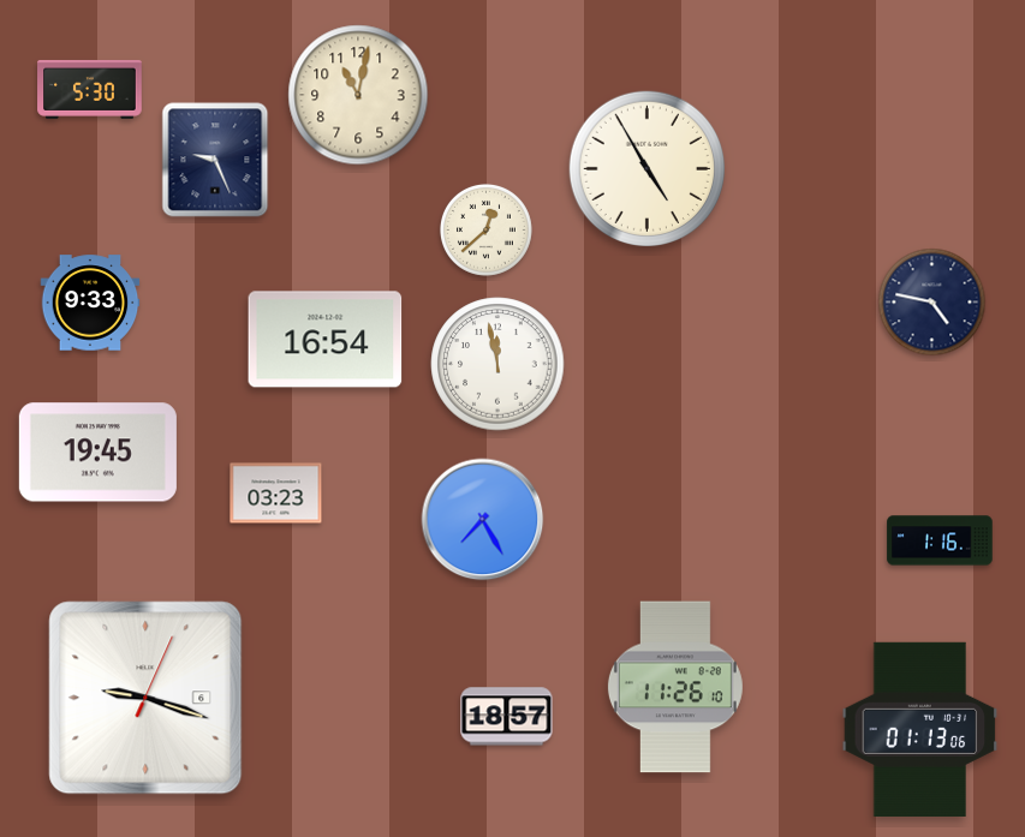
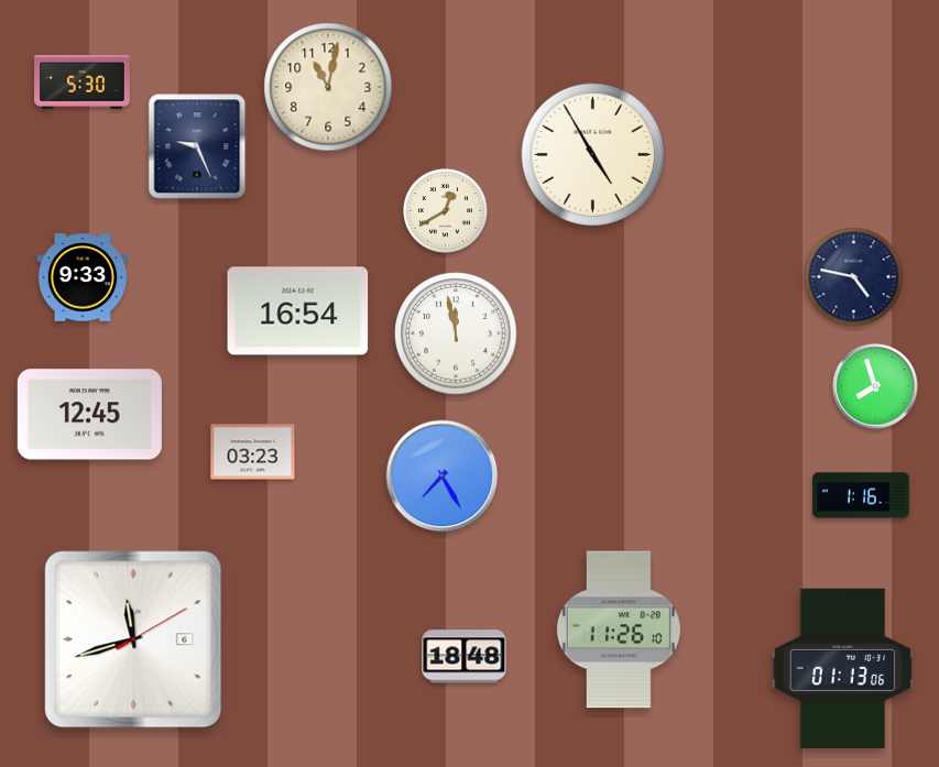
clock at (485, 229): 12:38 -> 12:40
clock at (875, 386): none -> 7:57
clock at (97, 453): 19:45 -> 12:45
clock at (145, 698): 9:18 -> 11:42
clock at (507, 717): 18:57 -> 18:48
